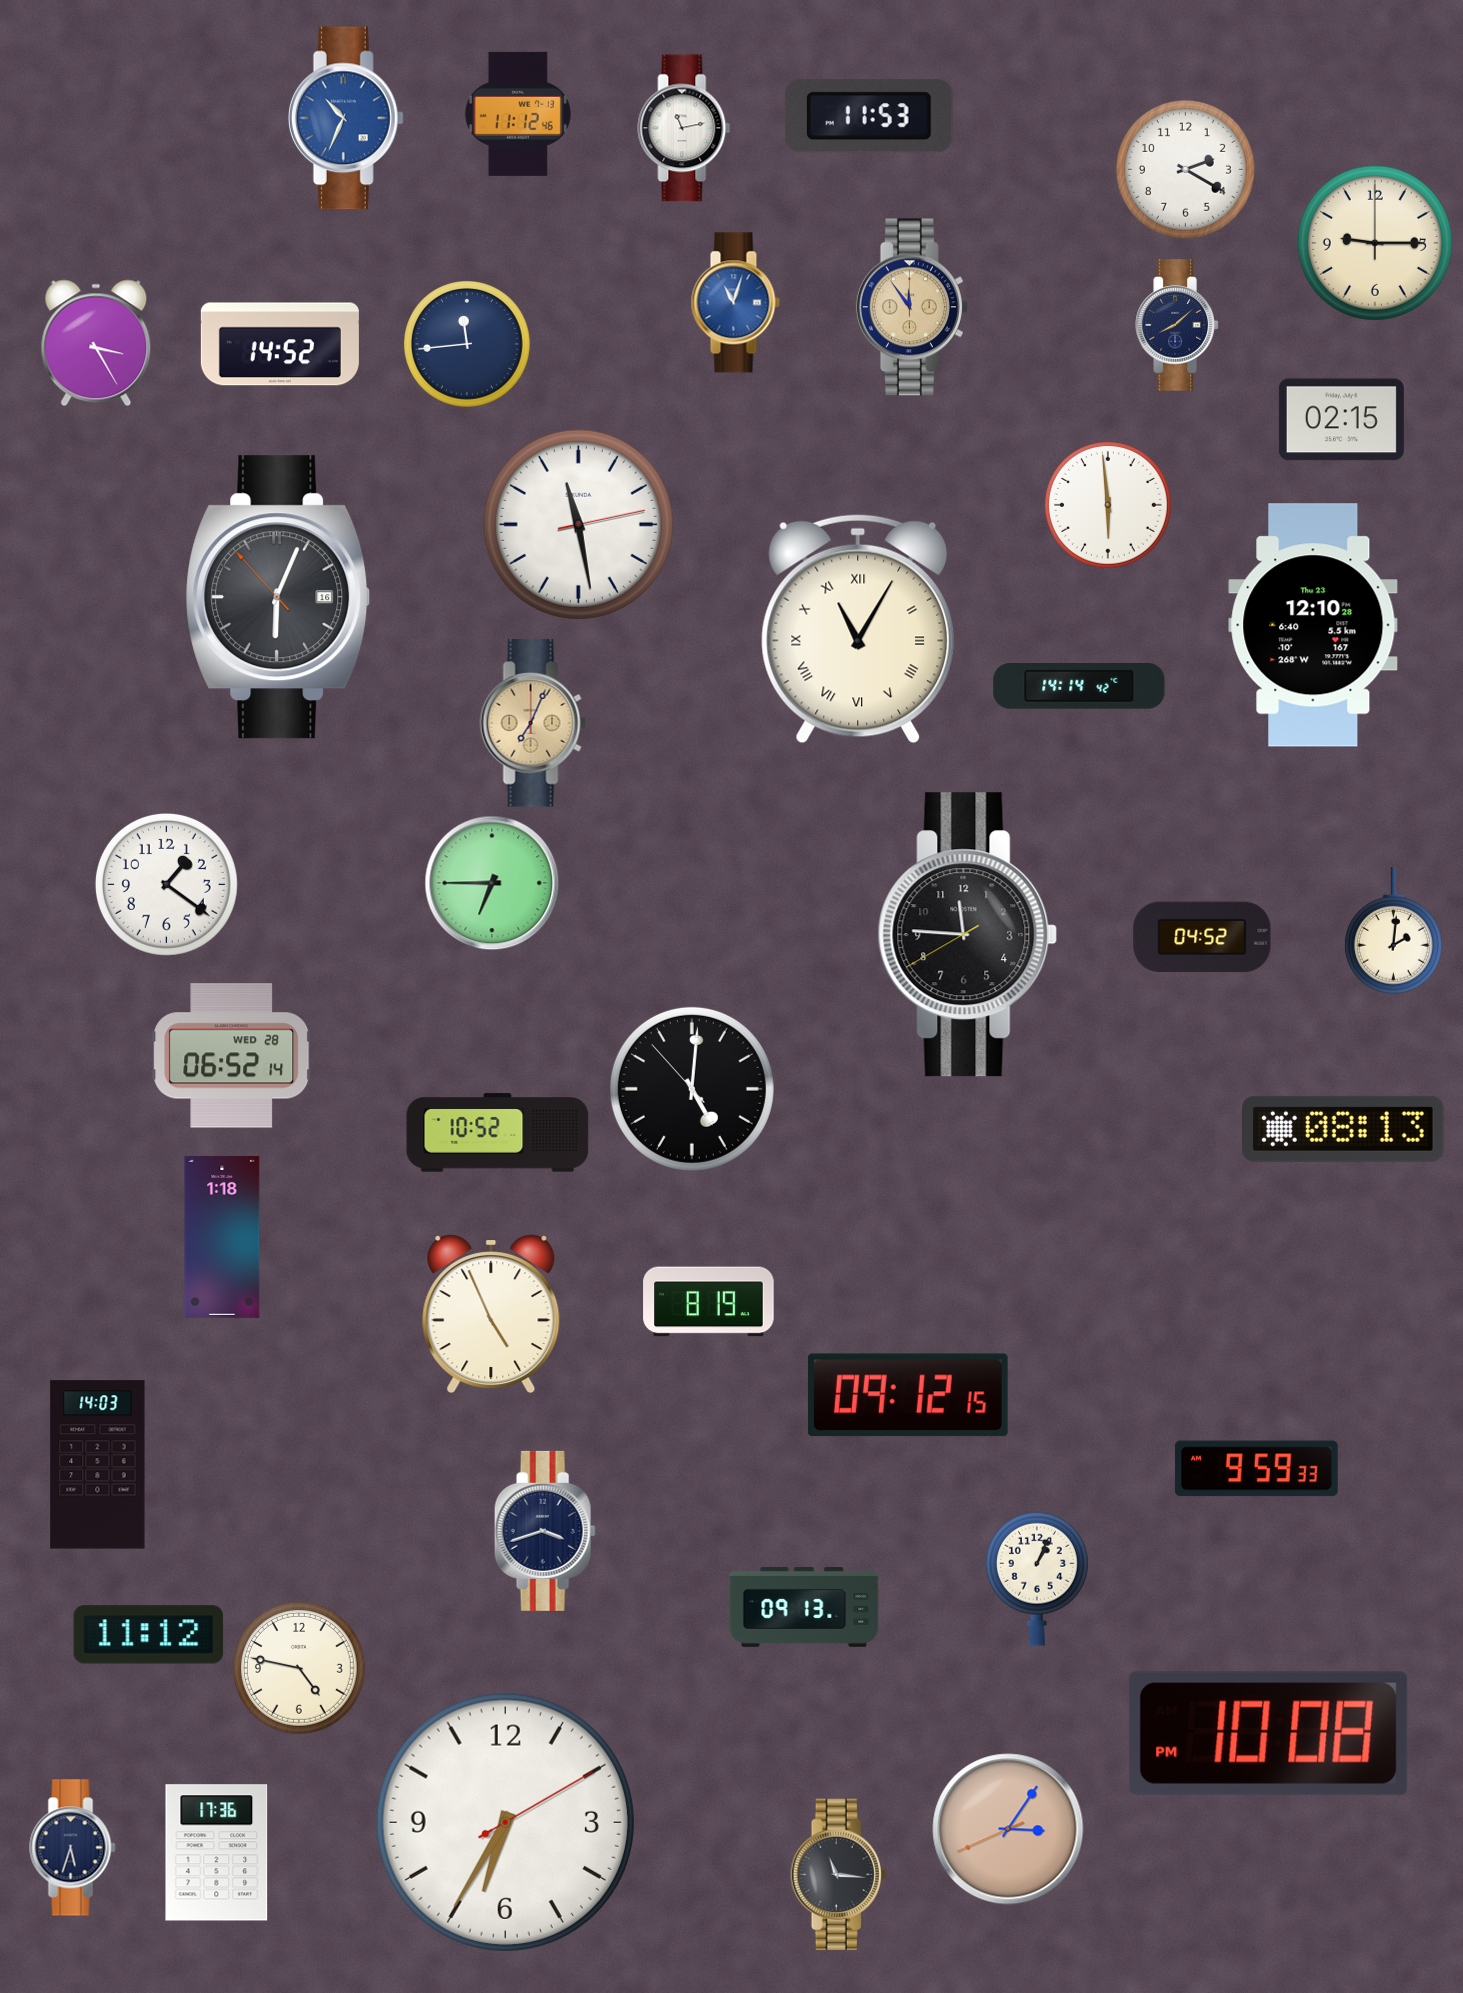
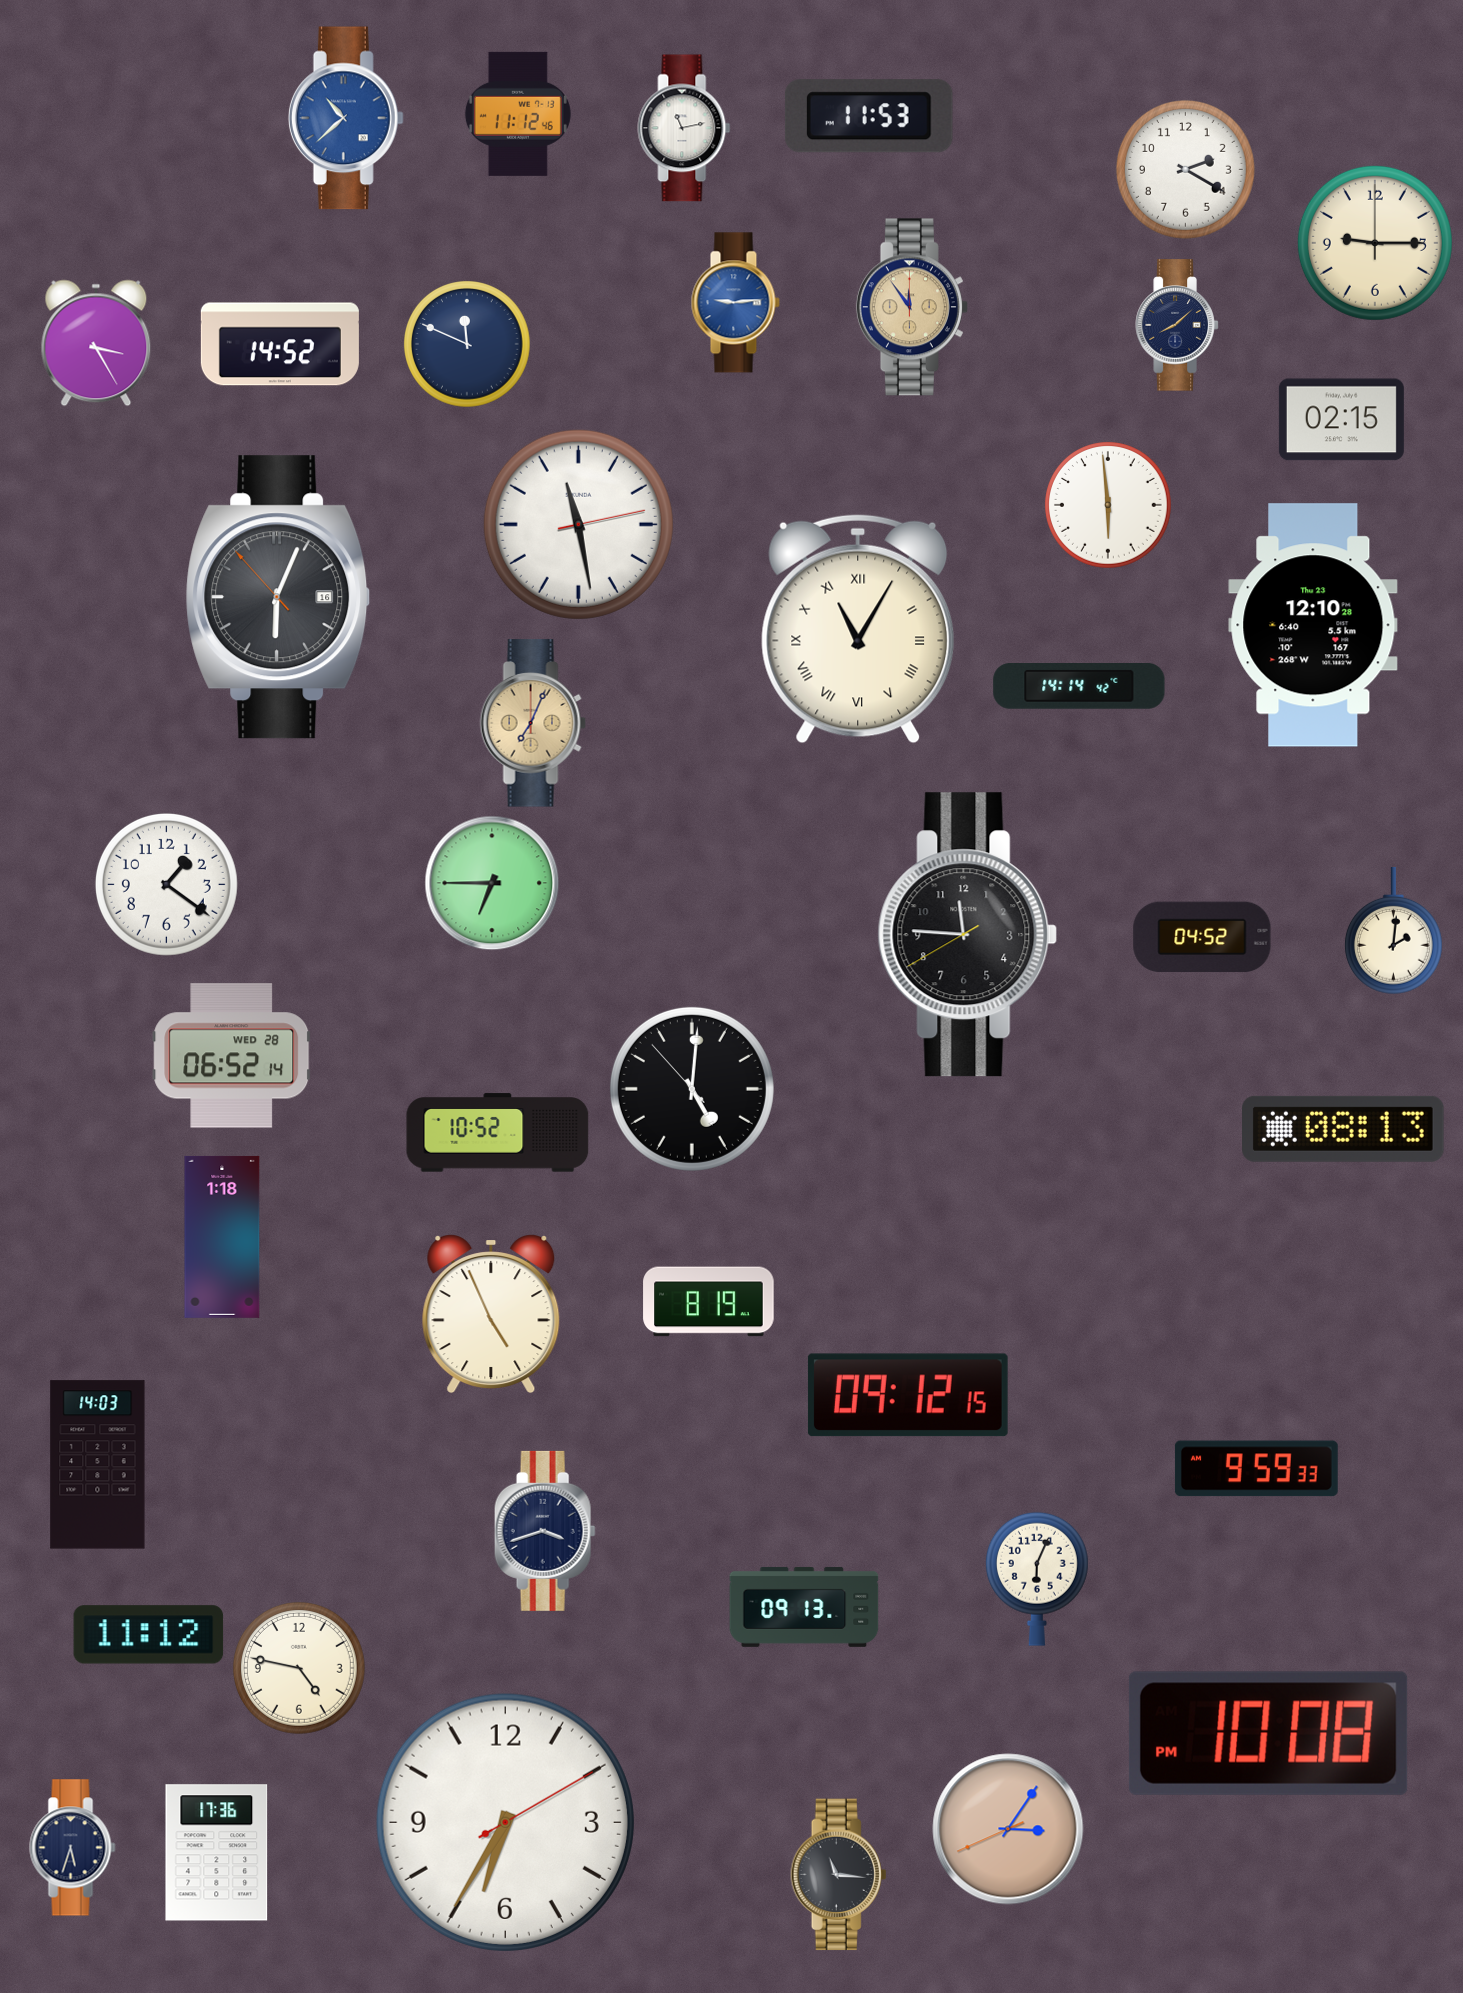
clock at (346, 118): 10:34 -> 10:38
clock at (735, 303): 11:03 -> 9:14
clock at (468, 345): 11:44 -> 11:49
clock at (1037, 1579): 1:04 -> 6:04
